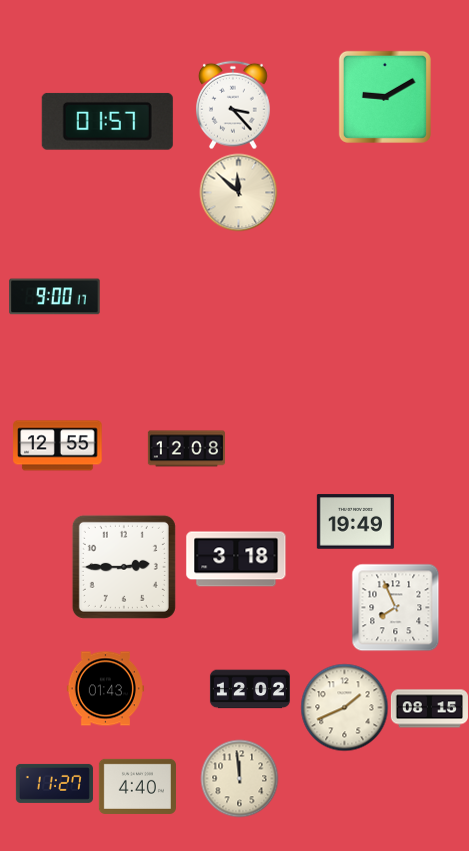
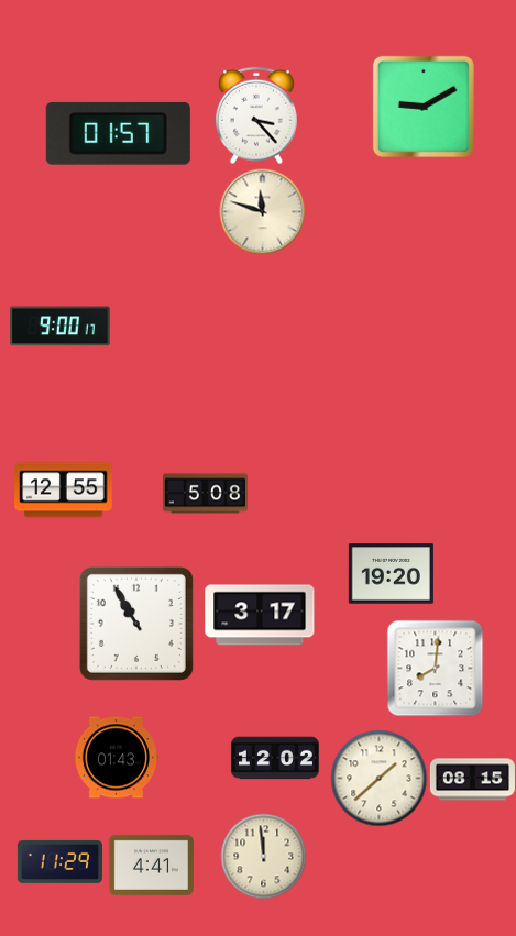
clock at (238, 192): 11:52 -> 11:48
clock at (186, 449): 12:08 -> 5:08
clock at (355, 522): 19:49 -> 19:20
clock at (236, 559): 3:18 -> 3:17
clock at (124, 567): 2:45 -> 10:55
clock at (395, 607): 7:56 -> 8:01
clock at (344, 707): 1:41 -> 1:38
clock at (54, 783): 11:27 -> 11:29
clock at (137, 786): 4:40 -> 4:41
